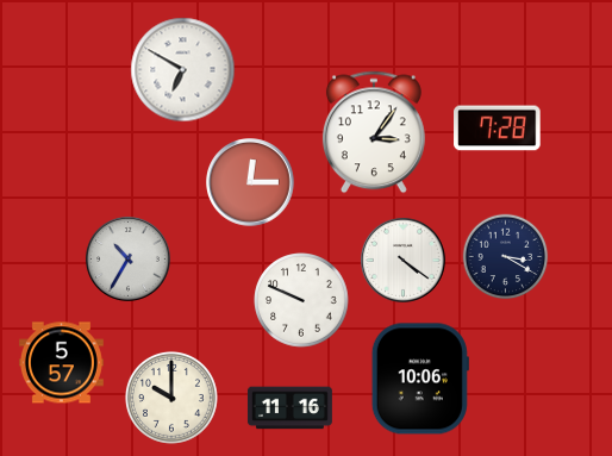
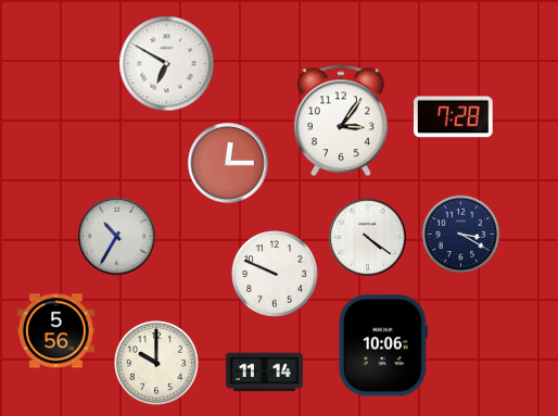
clock at (250, 182) position: (250, 182) -> (228, 163)
clock at (61, 363): 5:57 -> 5:56
clock at (289, 408): 11:16 -> 11:14
